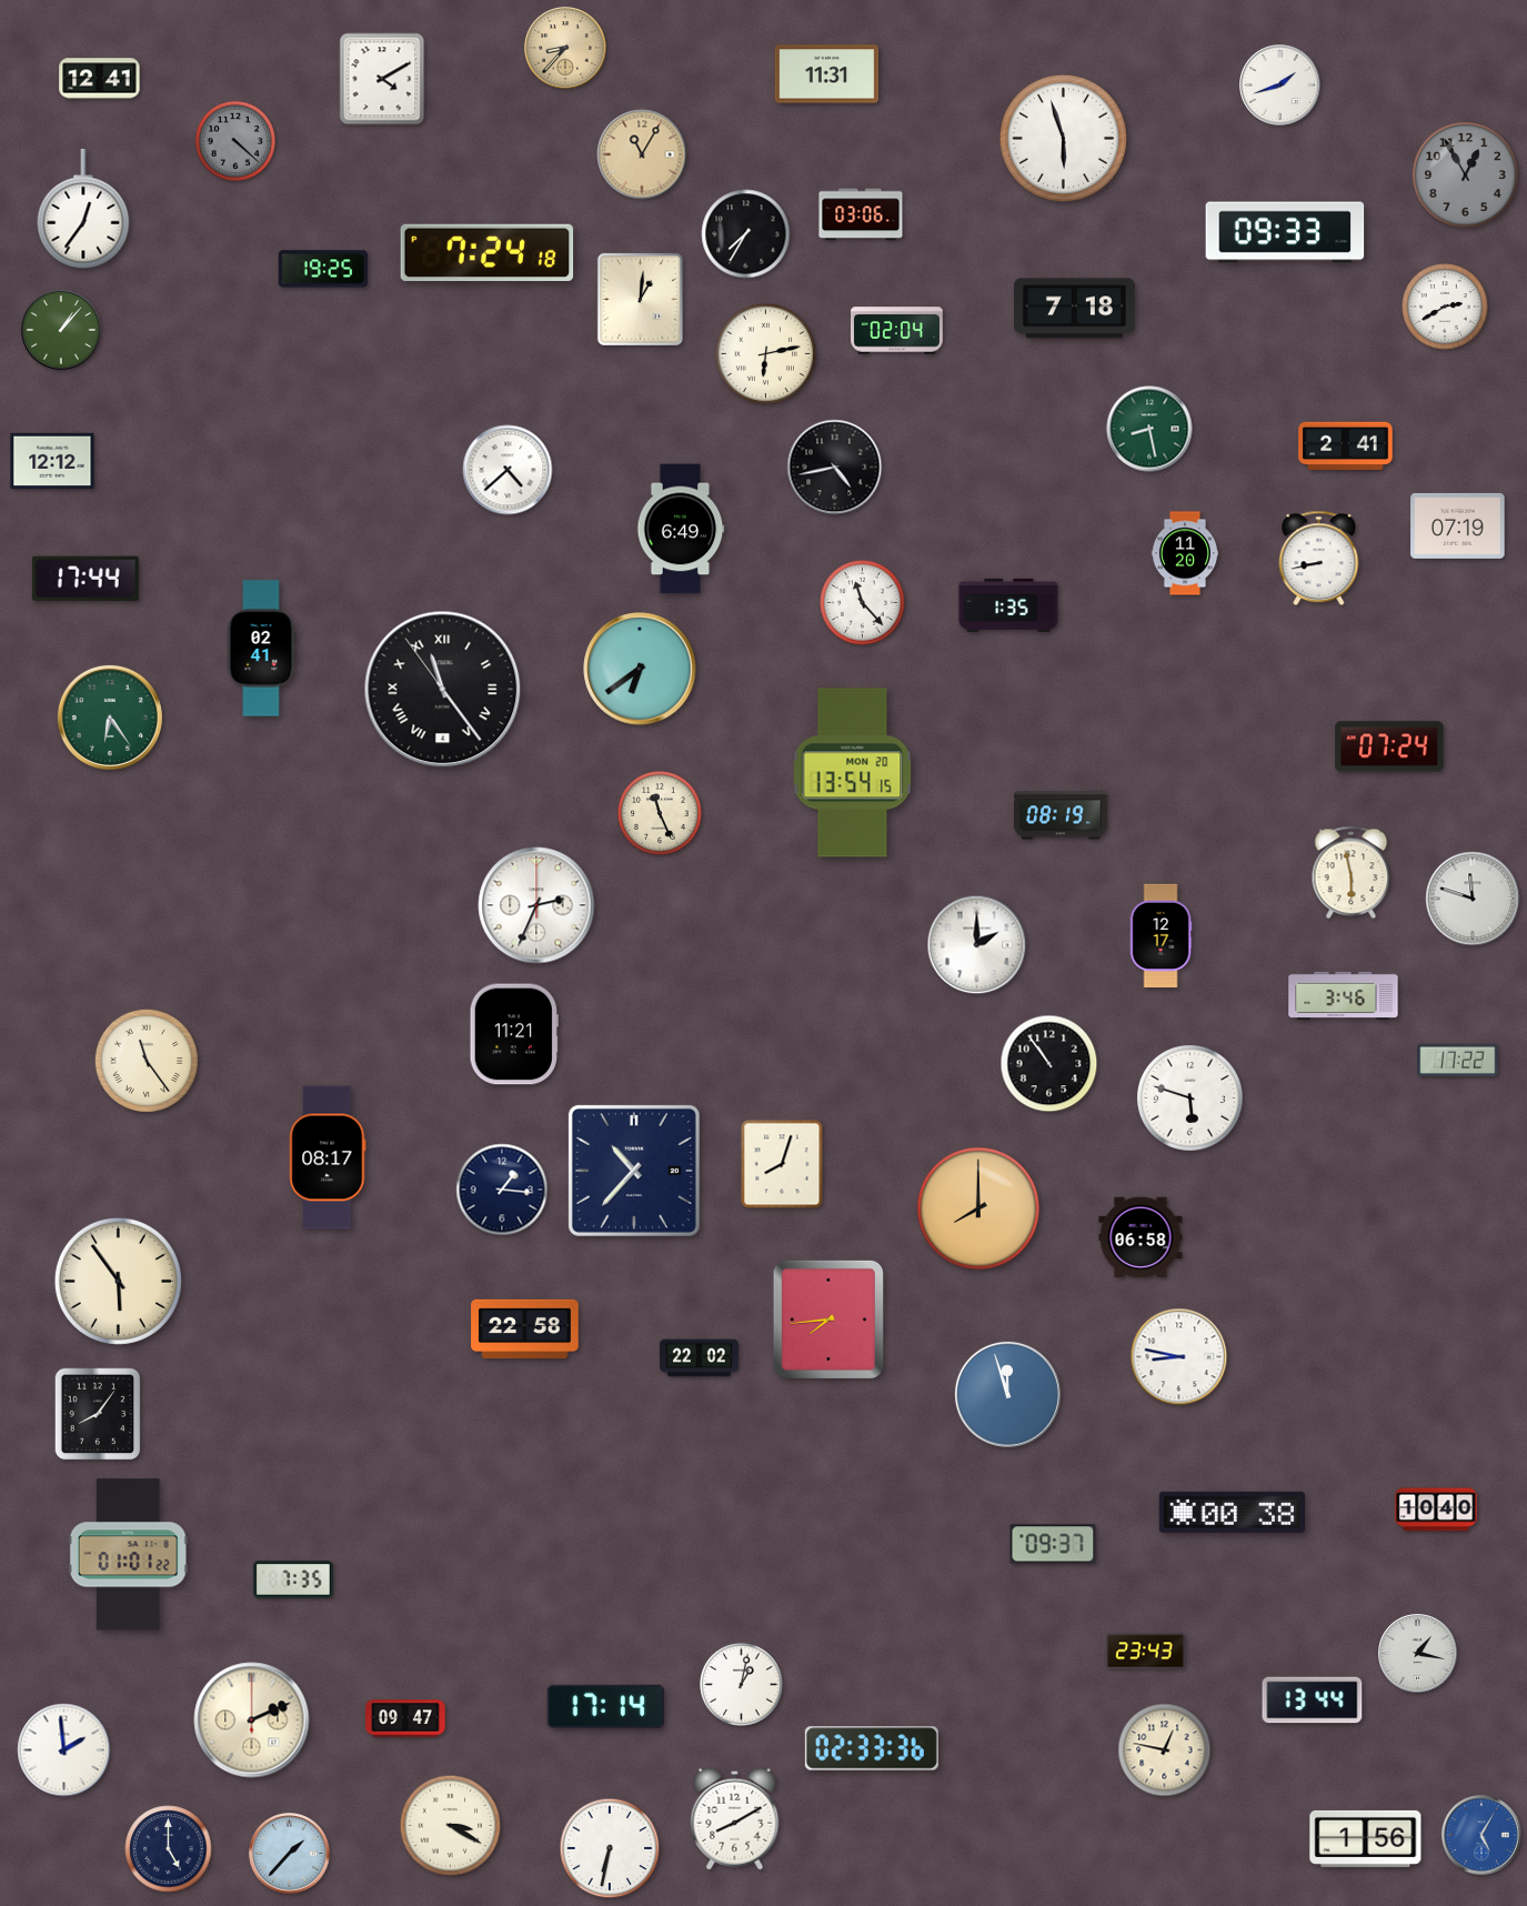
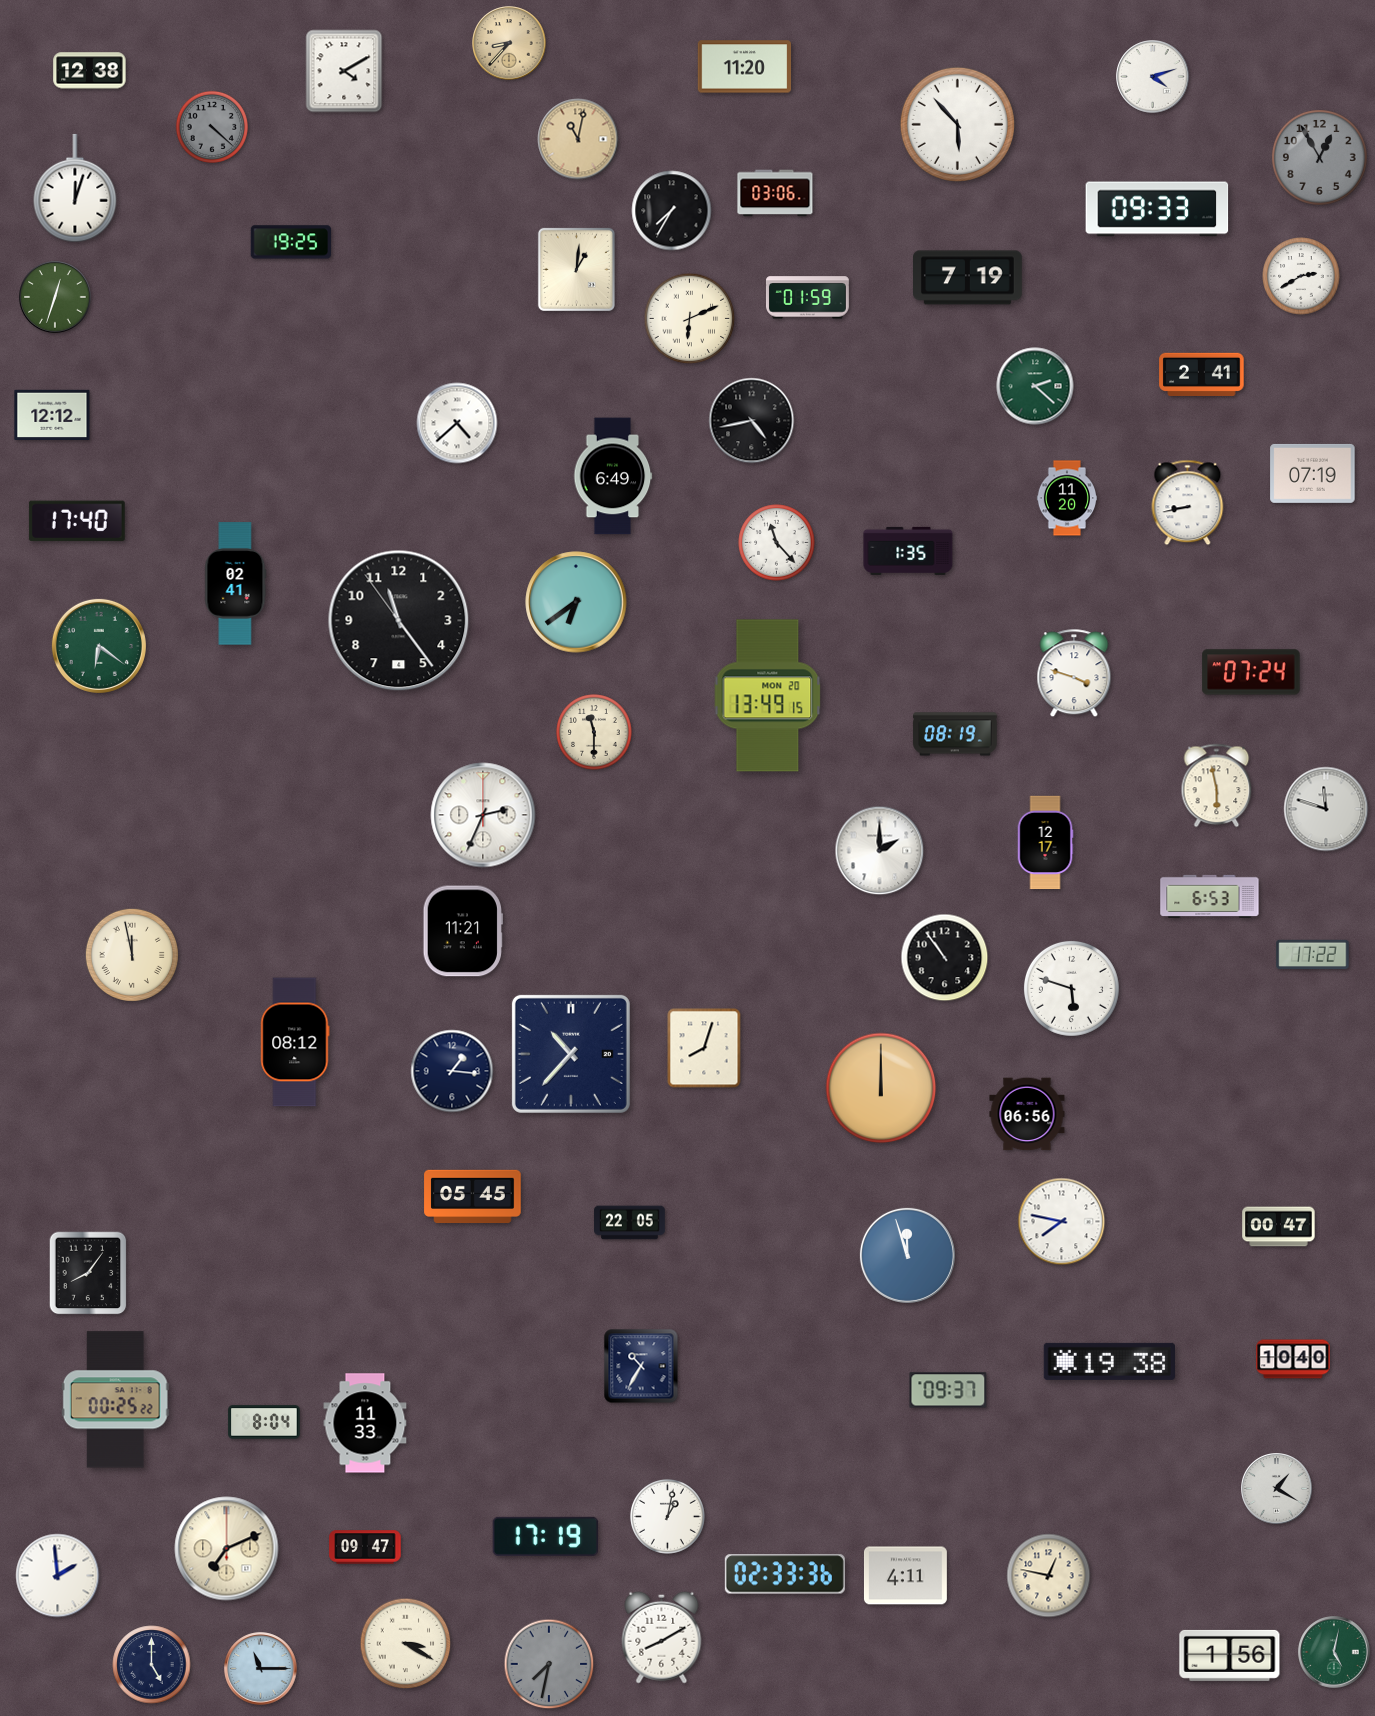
clock at (827, 74): 11:31 -> 11:20
clock at (100, 79): 12:41 -> 12:38
clock at (1280, 86): 1:42 -> 4:12
clock at (1063, 138): 5:57 -> 5:53
clock at (642, 154): 11:05 -> 11:02
clock at (83, 209): 12:36 -> 12:03
clock at (488, 253): 7:24 -> none
clock at (1075, 309): 7:18 -> 7:19
clock at (61, 330): 1:07 -> 12:33
clock at (896, 331): 02:04 -> 01:59
clock at (766, 354): 6:13 -> 6:11
clock at (1149, 429): 8:28 -> 2:22
clock at (1346, 445) position: (1346, 445) -> (1202, 374)
clock at (52, 460) position: (52, 460) -> (52, 414)
clock at (86, 579): 17:44 -> 17:40
clock at (1008, 605) position: (1008, 605) -> (908, 551)
clock at (443, 690) numerals: Roman -> Arabic
clock at (110, 718): 6:24 -> 6:21
clock at (1074, 674): none -> 3:48
clock at (853, 773): 13:54 -> 13:49
clock at (660, 813): 11:26 -> 11:30
clock at (1344, 995): 3:46 -> 6:53
clock at (147, 1061): 11:24 -> 11:58
clock at (328, 1157): 08:17 -> 08:12
clock at (978, 1208): 8:00 -> 12:00
clock at (1141, 1237): 06:58 -> 06:56
clock at (118, 1281): 5:54 -> none
clock at (828, 1320): 7:44 -> none
clock at (525, 1330): 22:58 -> 05:45
clock at (1179, 1357): 8:47 -> 7:47
clock at (700, 1358): 22:02 -> 22:05
clock at (1279, 1227): none -> 00:47
clock at (1232, 1512): 00:38 -> 19:38
clock at (641, 1366): none -> 10:35
clock at (128, 1555): 01:01 -> 00:25
clock at (293, 1579): 7:35 -> 8:04
clock at (365, 1423): none -> 11:33
clock at (1146, 1652): 23:43 -> none
clock at (1418, 1654): 1:17 -> 1:20
clock at (1313, 1701): 13:44 -> none
clock at (606, 1706): 17:14 -> 17:19
clock at (252, 1721): 2:11 -> 7:11
clock at (905, 1576): none -> 4:11
clock at (1481, 1835): 5:05 -> 5:02
clock at (1481, 1835) dial: blue -> green
clock at (610, 1848): 6:32 -> 7:32
clock at (610, 1848) dial: white -> grey
clock at (290, 1854): 1:37 -> 11:15
